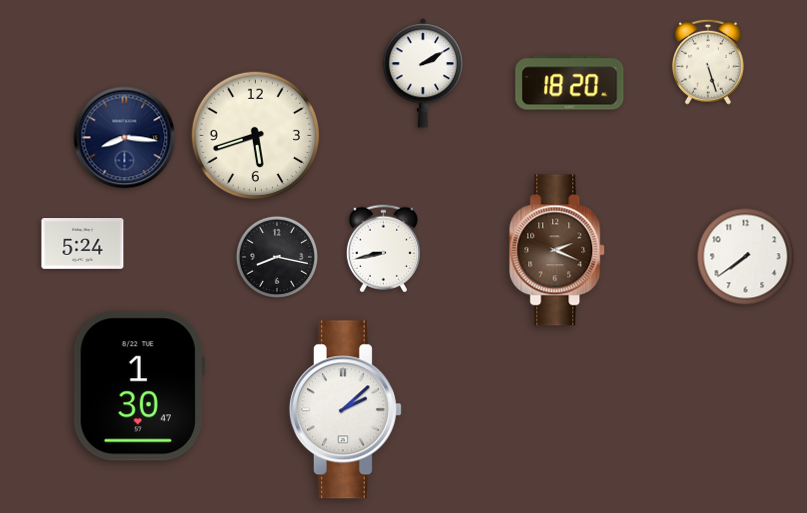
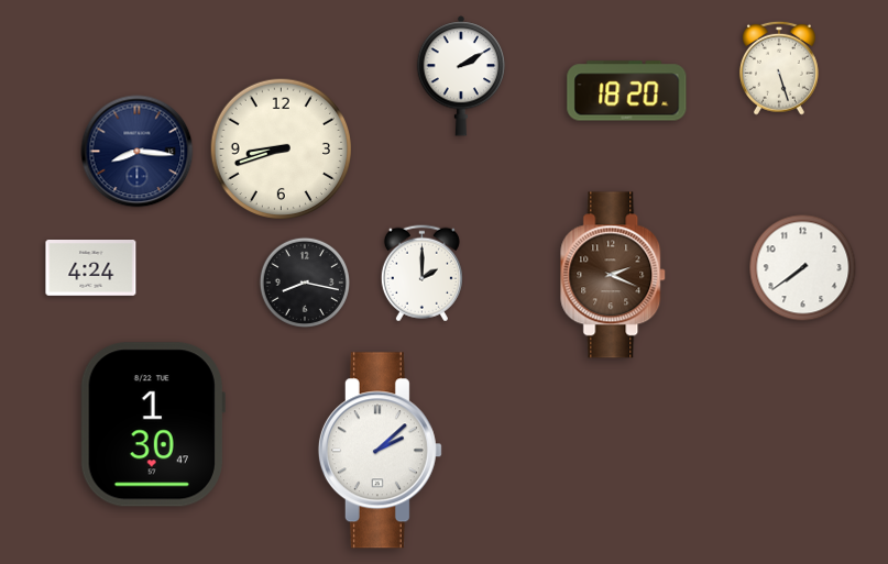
clock at (423, 73) position: (423, 73) -> (461, 76)
clock at (255, 135): 5:42 -> 8:42
clock at (83, 244): 5:24 -> 4:24
clock at (383, 249): 8:43 -> 2:00
clock at (746, 257) position: (746, 257) -> (803, 268)
